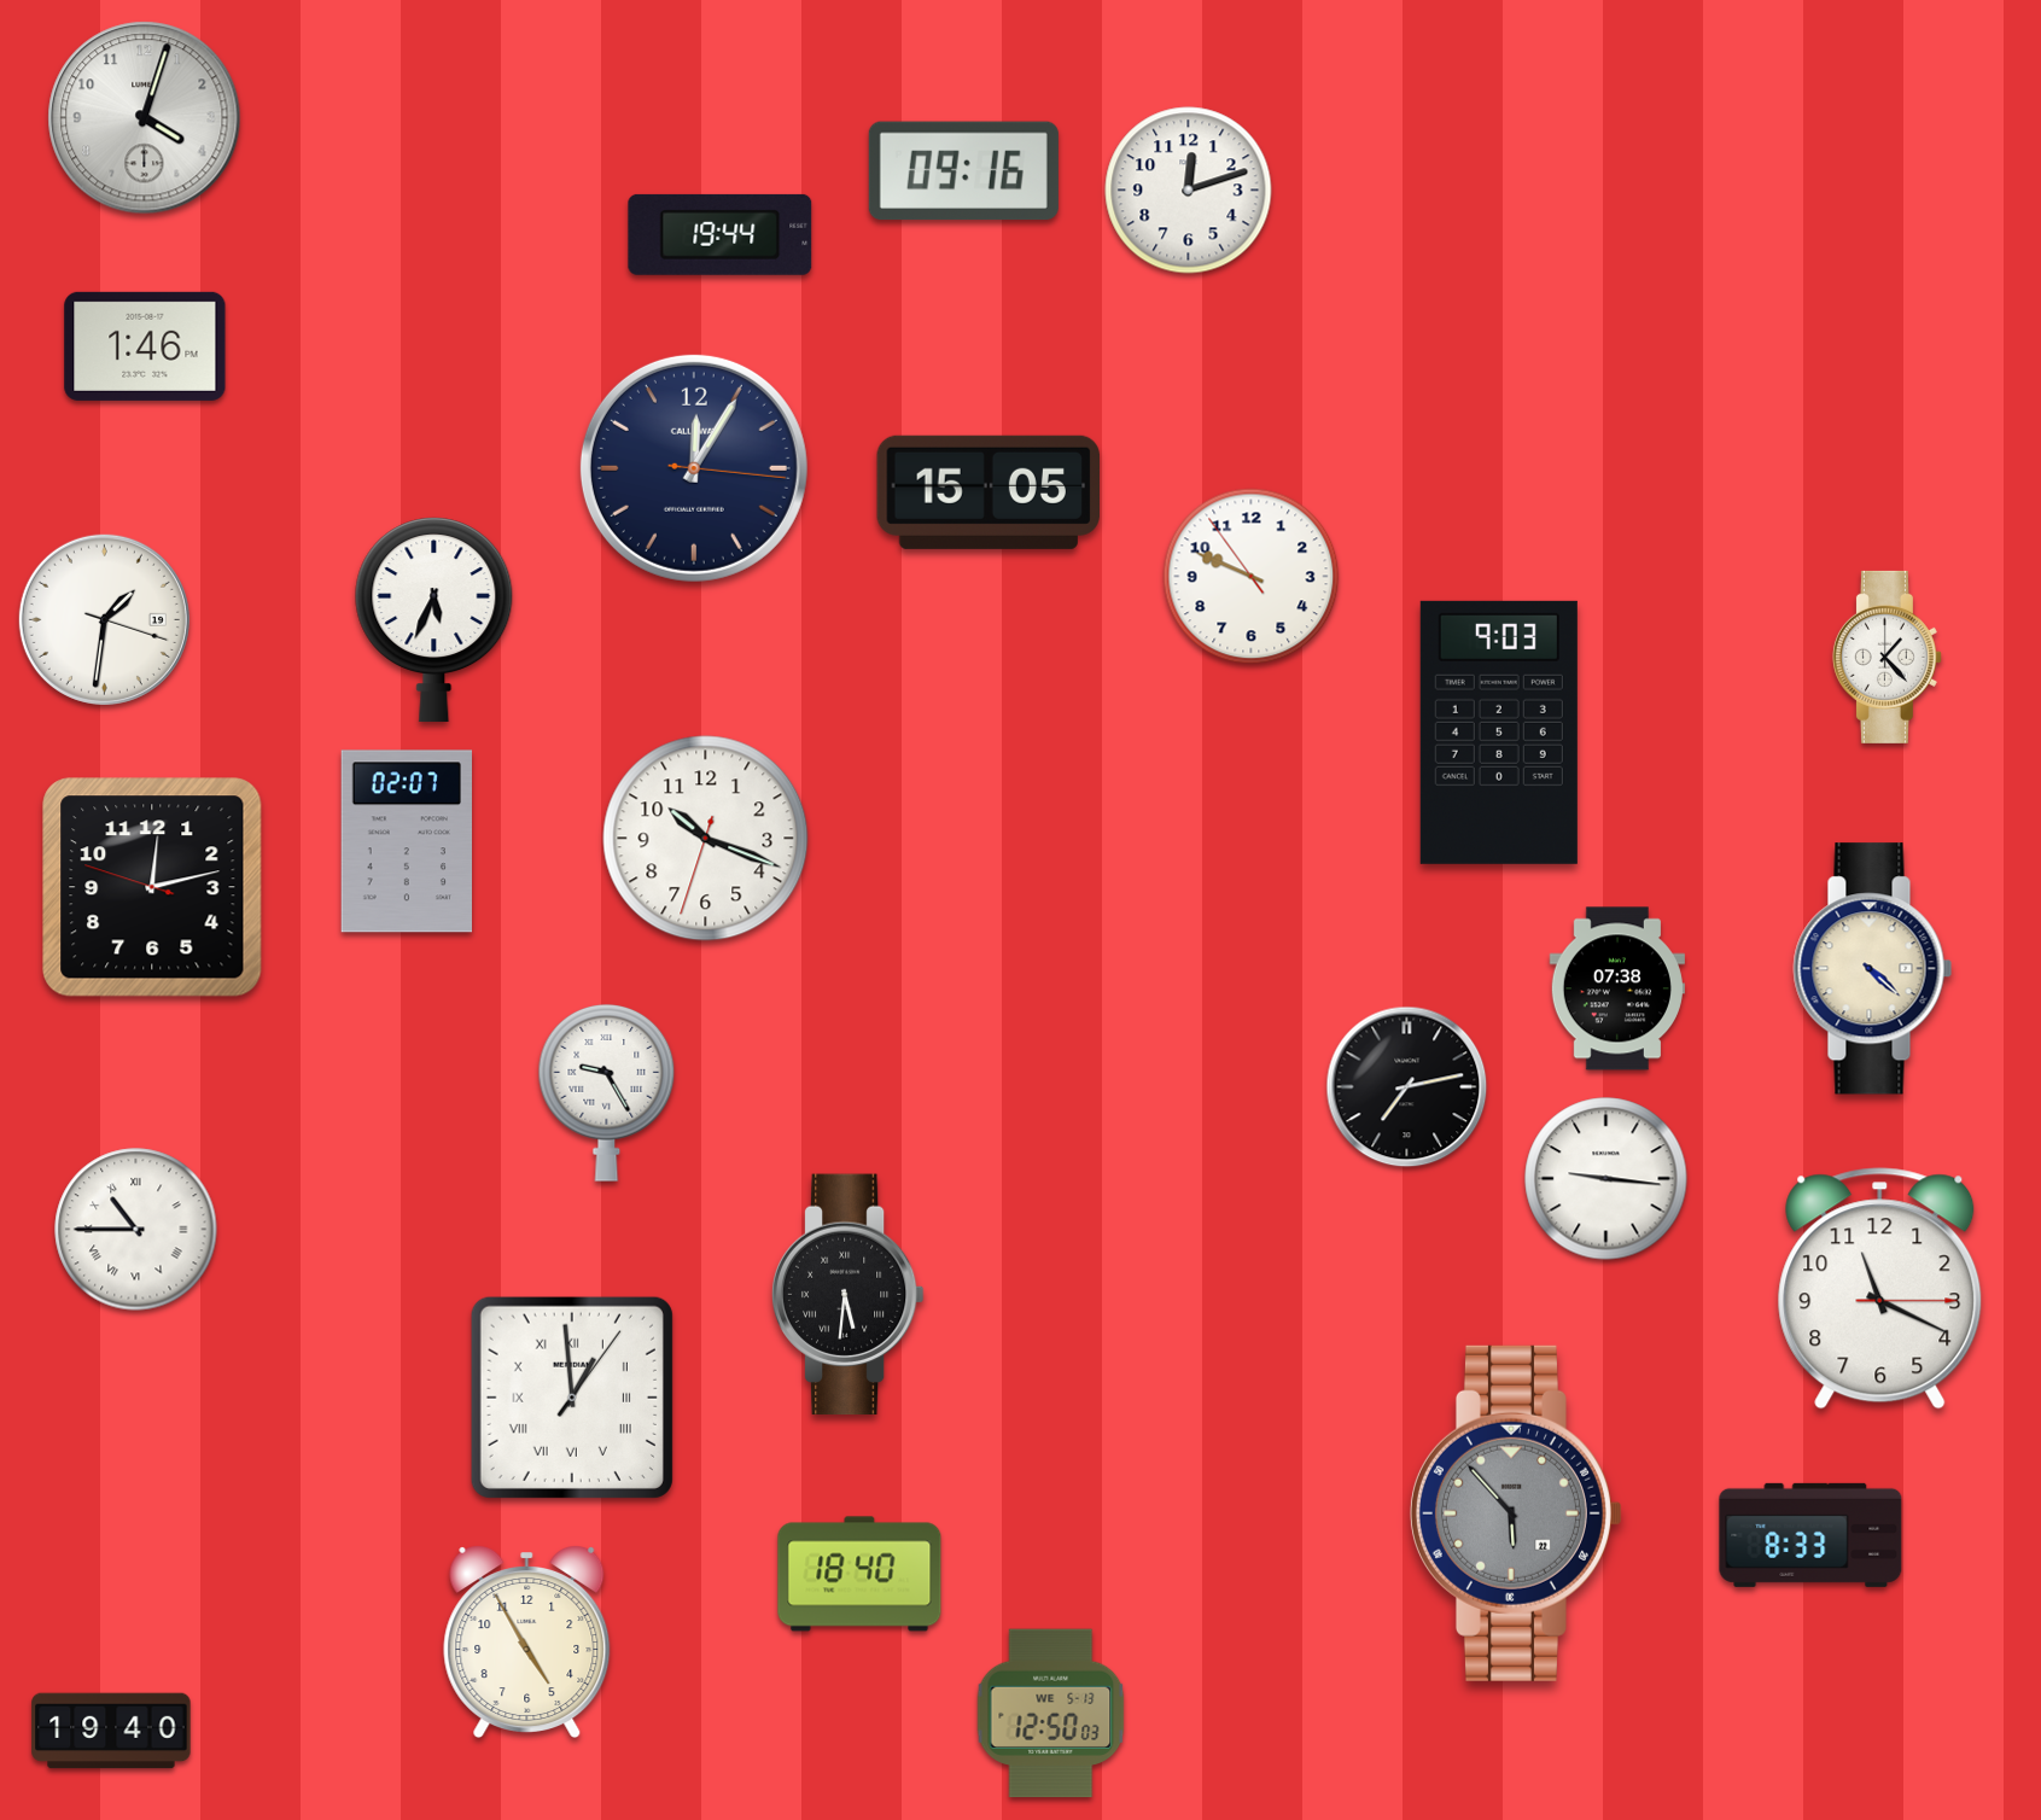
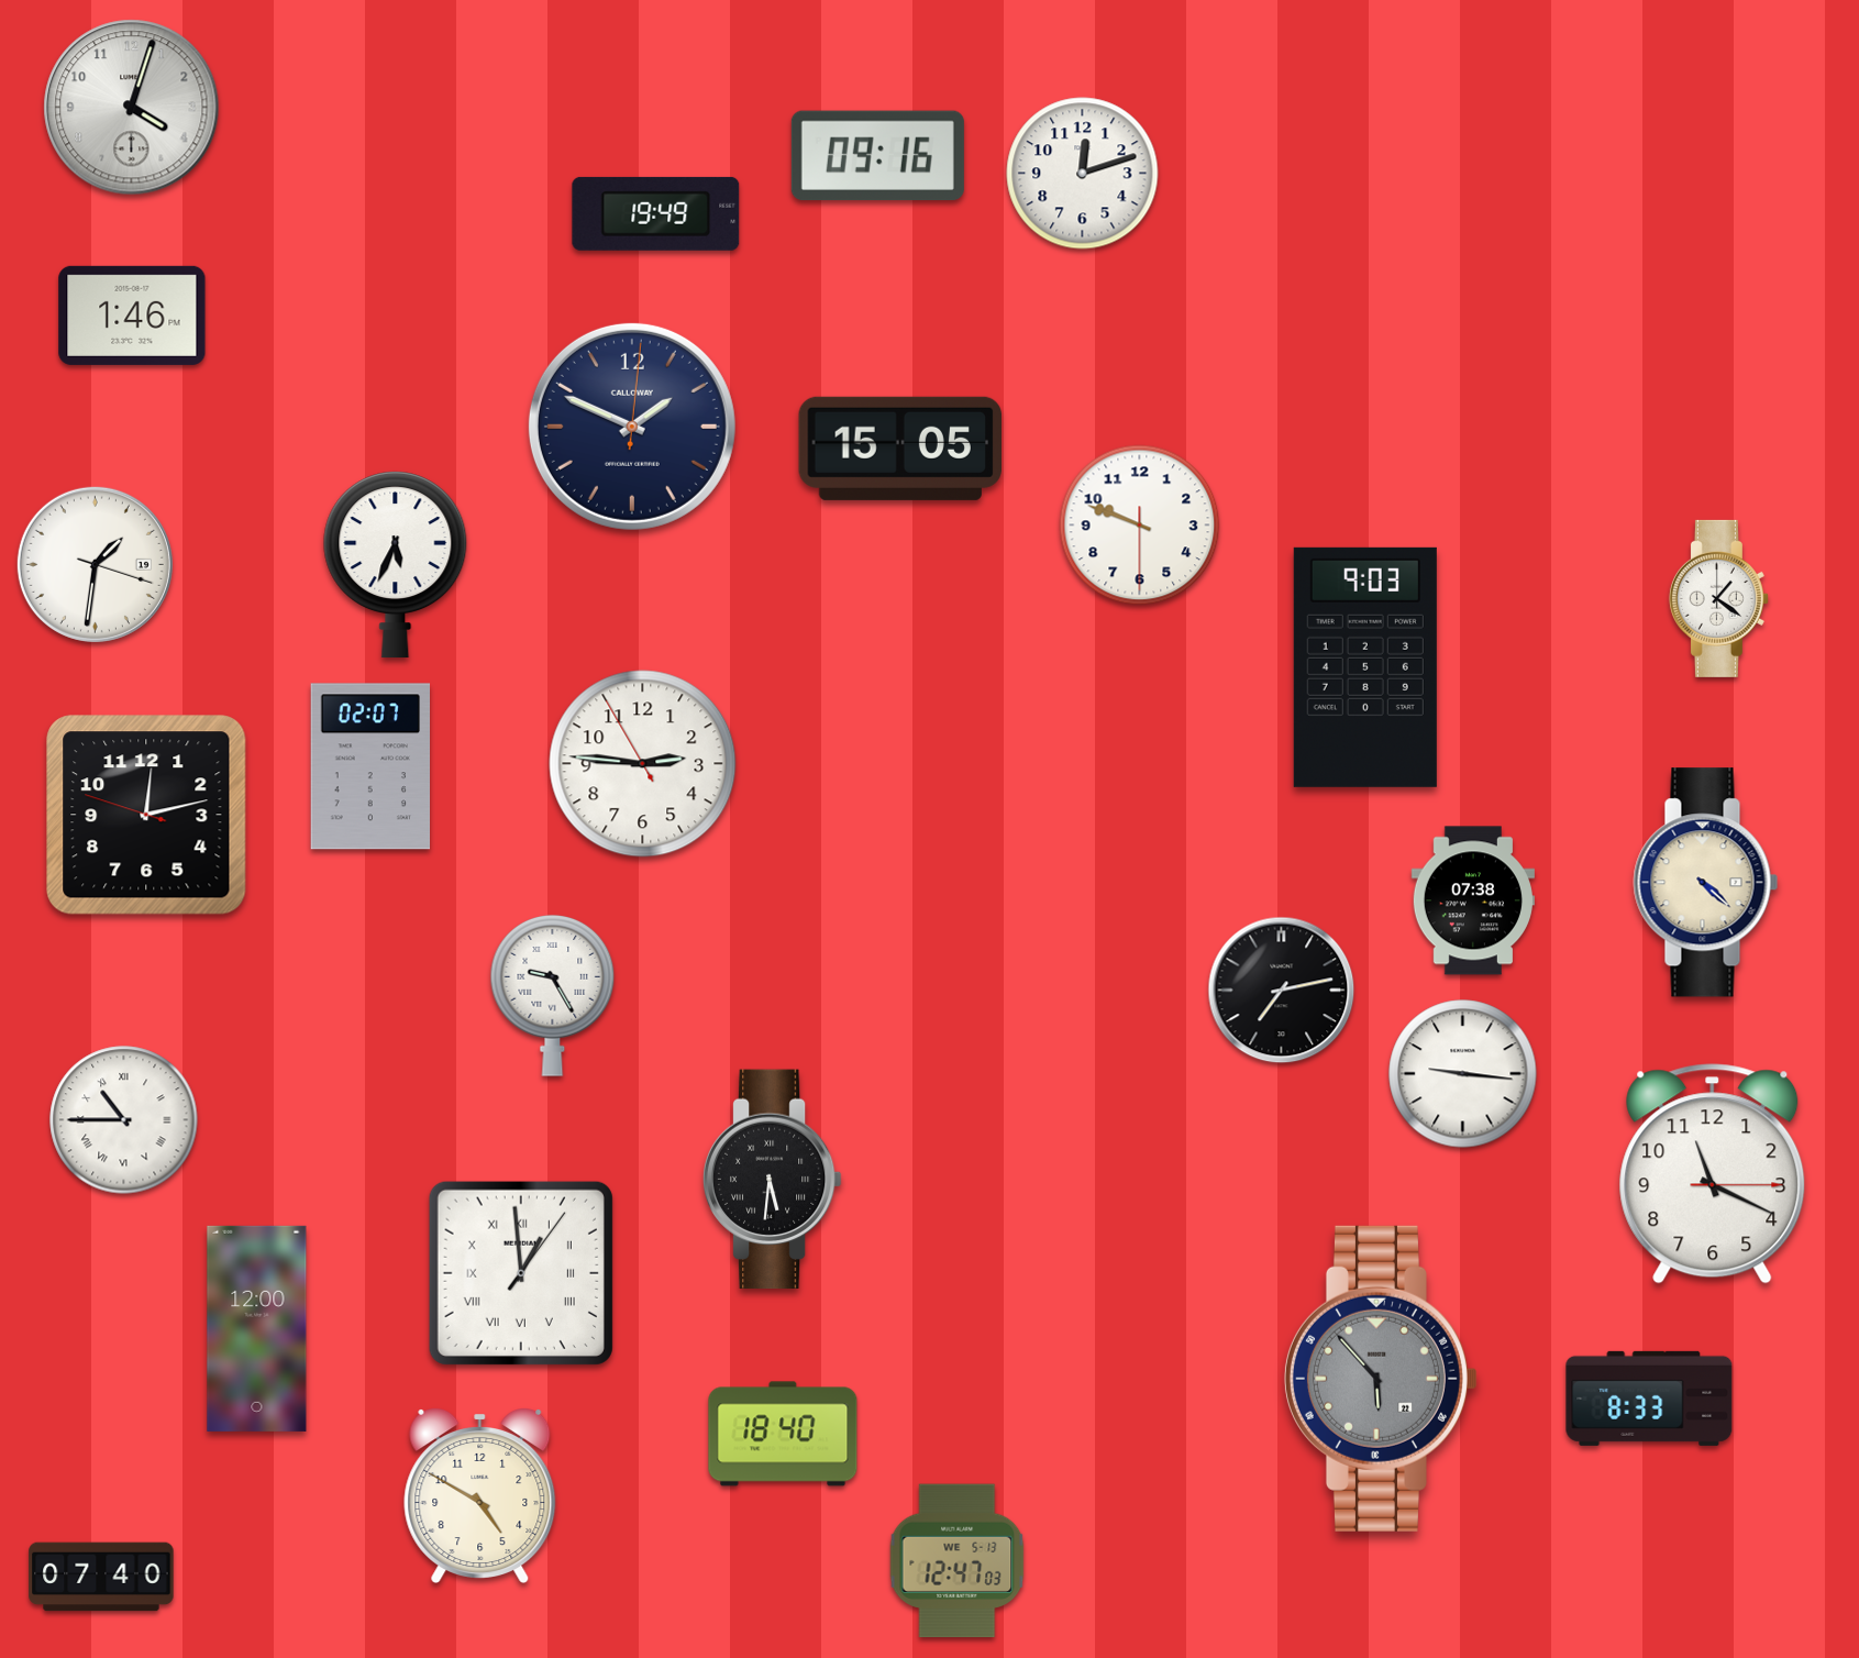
clock at (721, 234): 19:44 -> 19:49
clock at (694, 468): 12:05 -> 1:49
clock at (1252, 577): 9:48:54 -> 9:48:30
clock at (1887, 657): 1:23 -> 1:21
clock at (706, 839): 10:18 -> 2:45
clock at (152, 887) position: (152, 887) -> (146, 815)
clock at (257, 1328): none -> 12:00
clock at (527, 1641): 4:55 -> 4:50
clock at (1051, 1714): 12:50 -> 12:47
clock at (111, 1731): 19:40 -> 07:40
